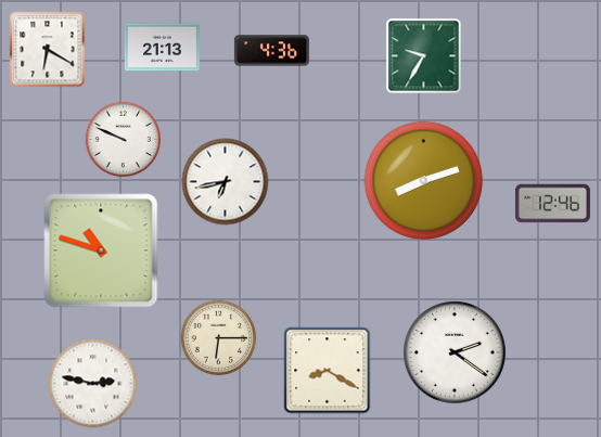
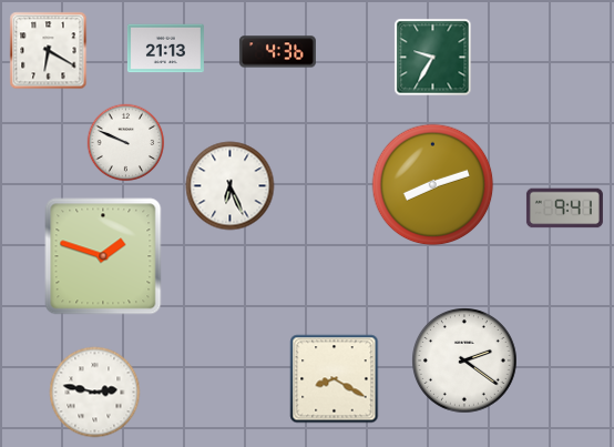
clock at (226, 182): 6:43 -> 6:26
clock at (552, 204): 12:46 -> 9:41
clock at (101, 250): 10:48 -> 1:48
clock at (219, 338): 6:15 -> none
